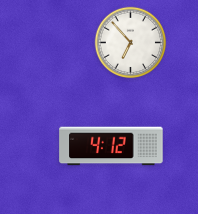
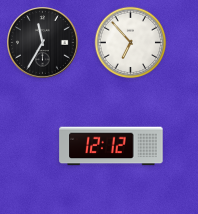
clock at (43, 43): none -> 11:35
clock at (111, 146): 4:12 -> 12:12
